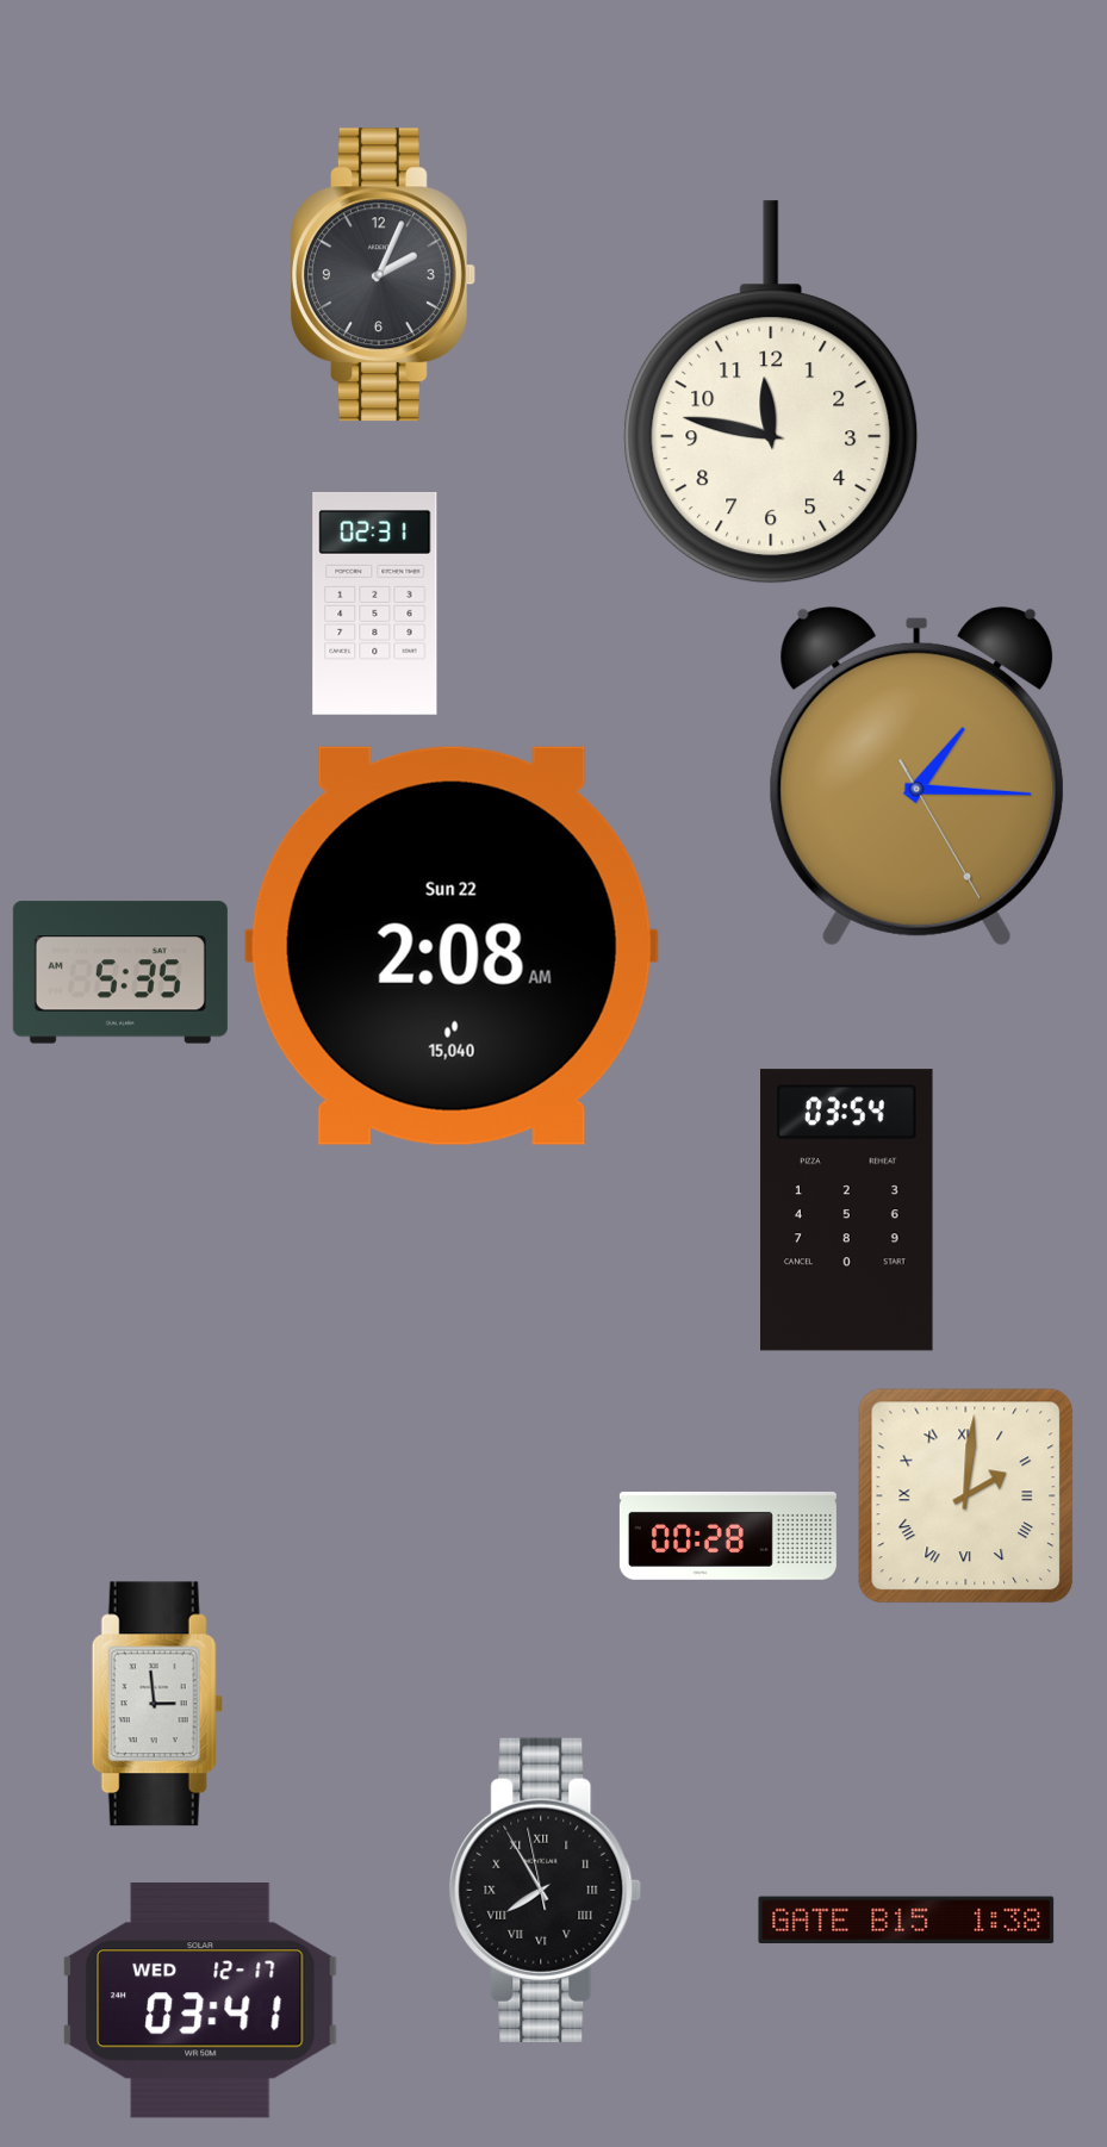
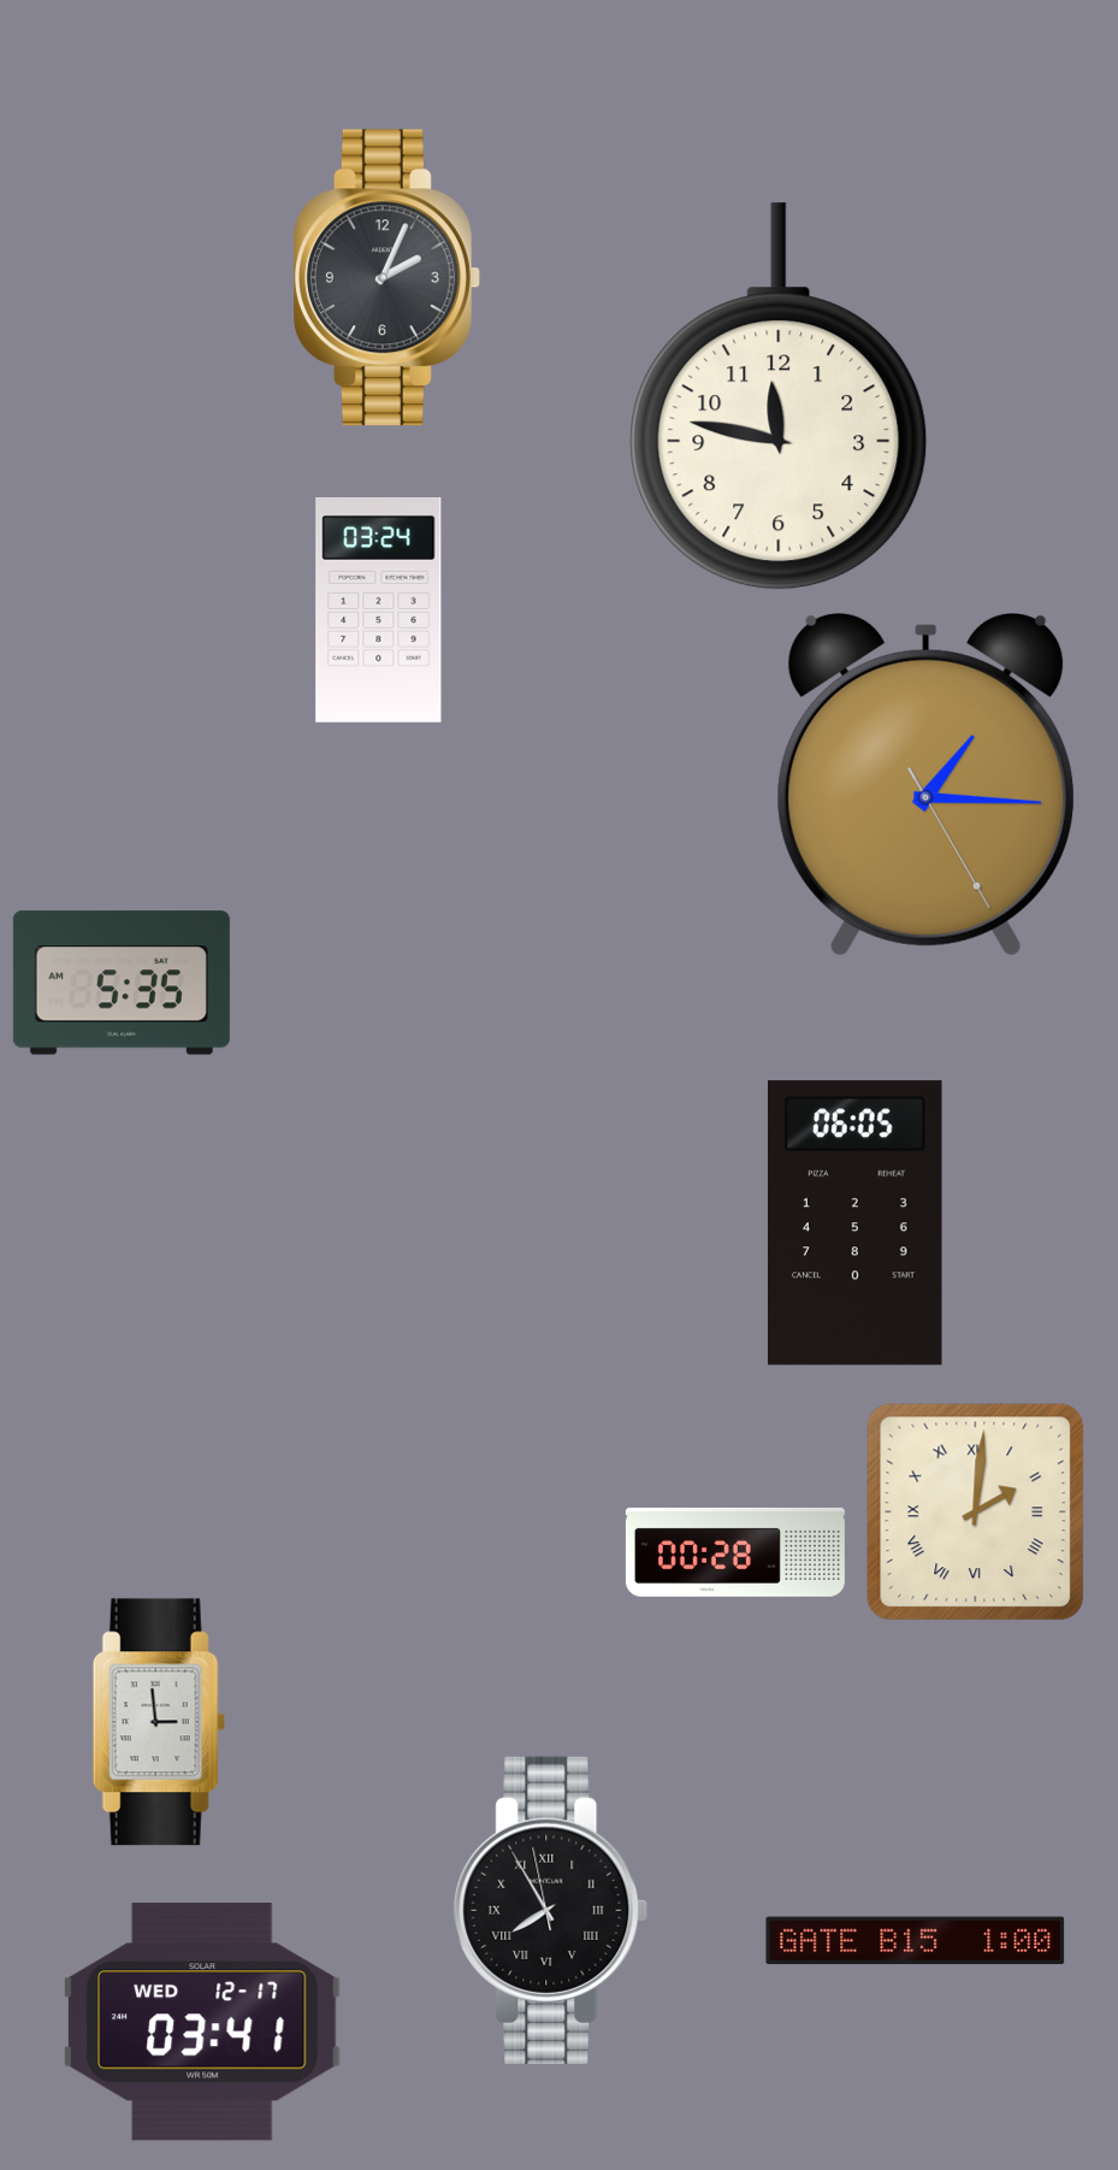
clock at (375, 603): 02:31 -> 03:24
clock at (452, 946): 2:08 -> none
clock at (847, 1211): 03:54 -> 06:05
clock at (907, 1921): 1:38 -> 1:00
